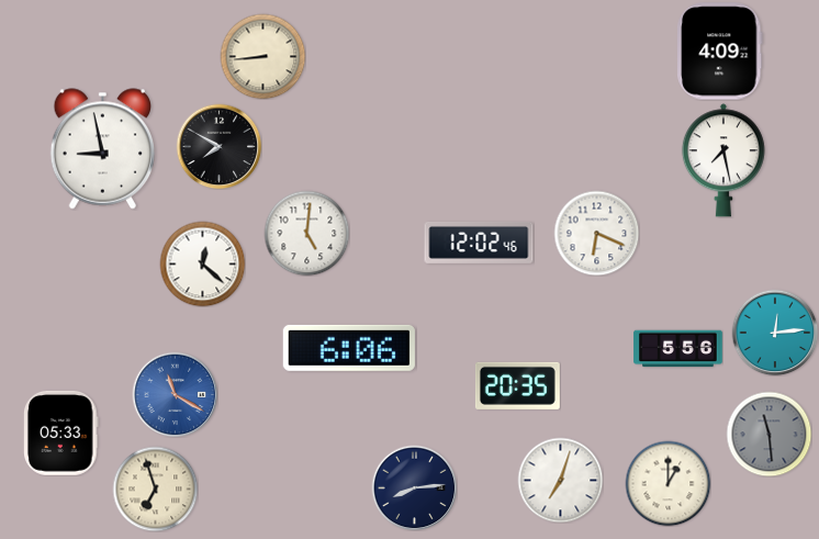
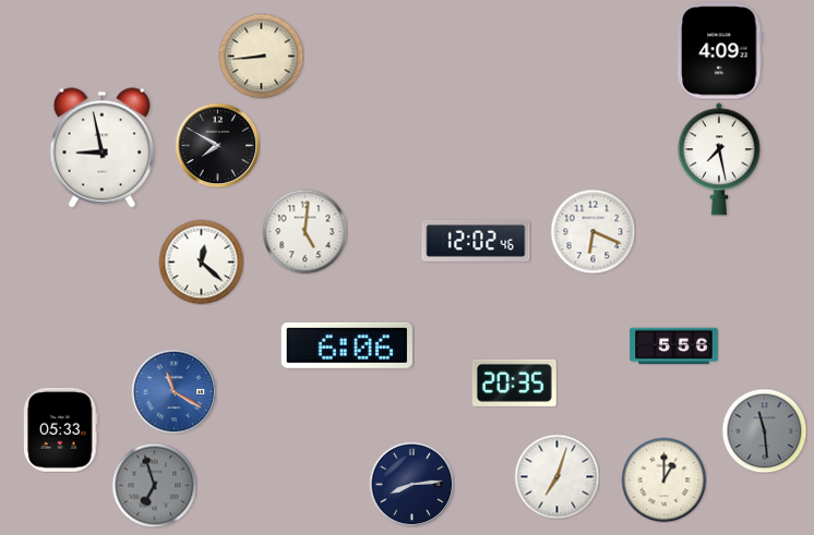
clock at (720, 52) position: (720, 52) -> (720, 51)
clock at (775, 333): 12:14 -> none
clock at (155, 489) dial: cream -> grey
